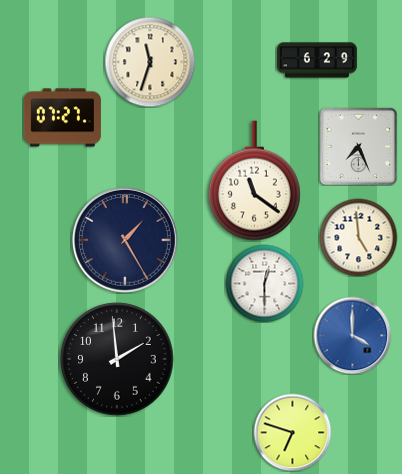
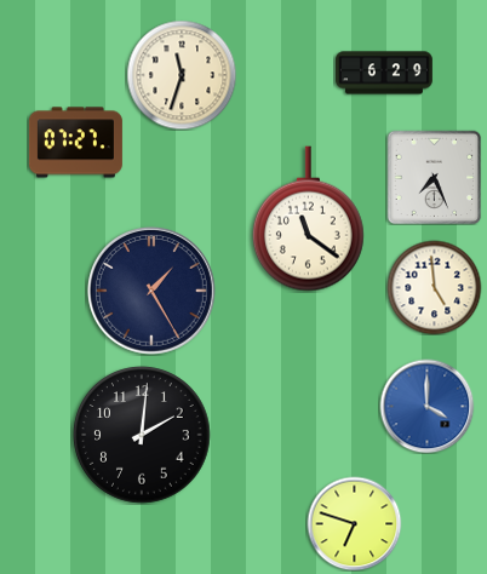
clock at (264, 283): 12:30 -> none
clock at (117, 359): 1:59 -> 2:01
